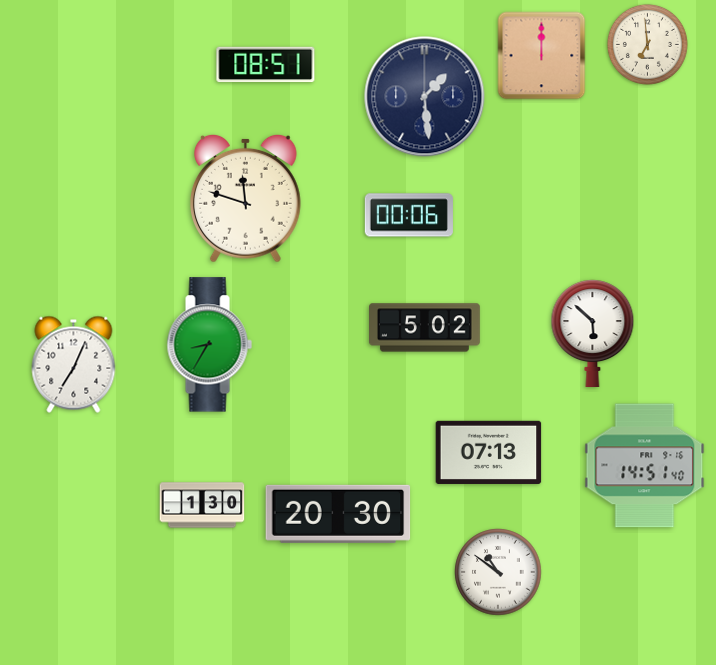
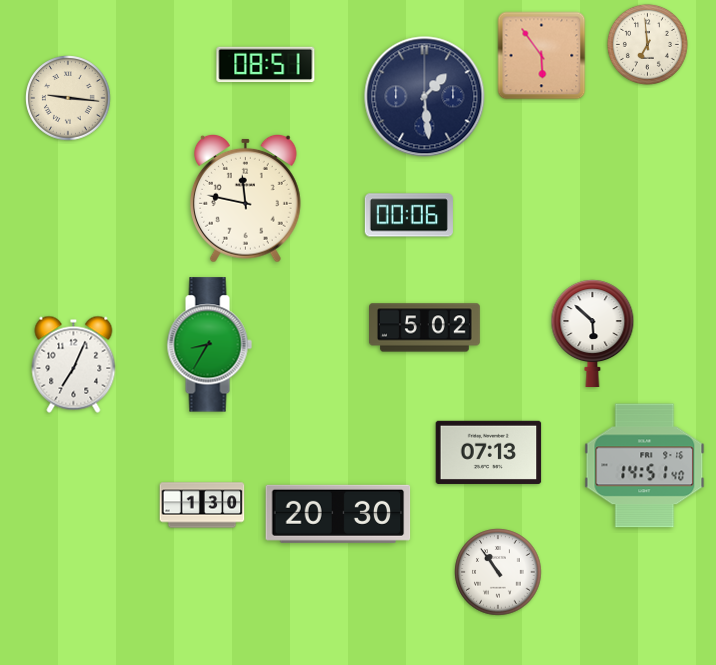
clock at (542, 56): 12:00 -> 5:54
clock at (68, 98): none -> 9:16
clock at (246, 198): 11:48 -> 11:47
clock at (498, 572): 10:51 -> 10:54
